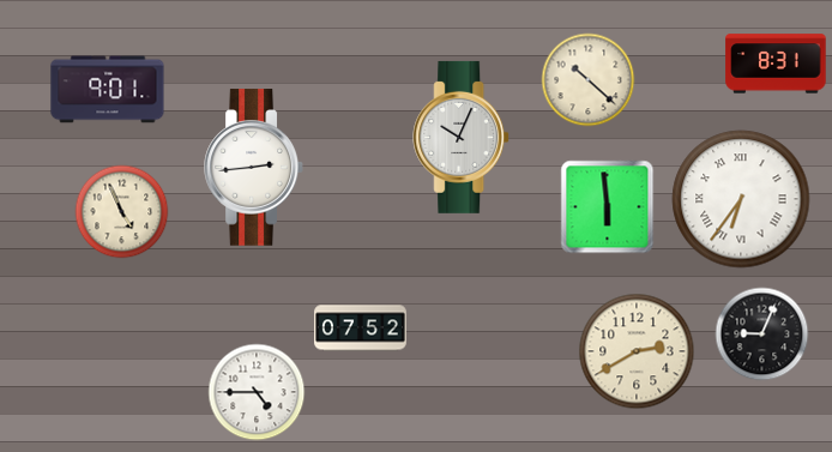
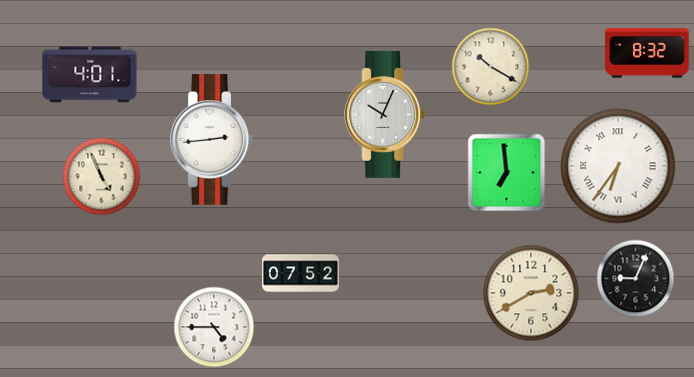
clock at (776, 64): 8:31 -> 8:32
clock at (587, 79): 10:22 -> 10:20
clock at (108, 90): 9:01 -> 4:01
clock at (607, 206): 5:59 -> 6:59
